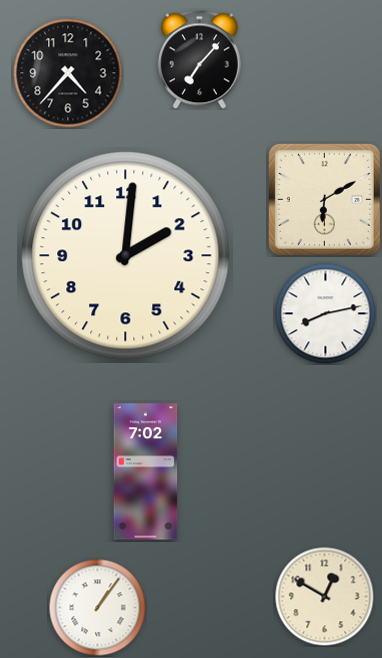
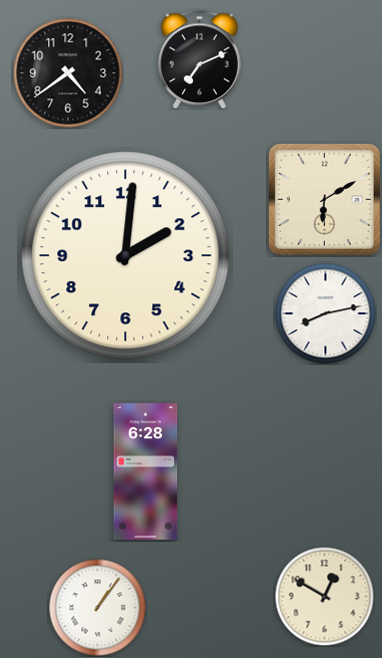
clock at (199, 59): 7:07 -> 7:11
clock at (68, 73): 4:37 -> 4:39
clock at (146, 472): 7:02 -> 6:28
